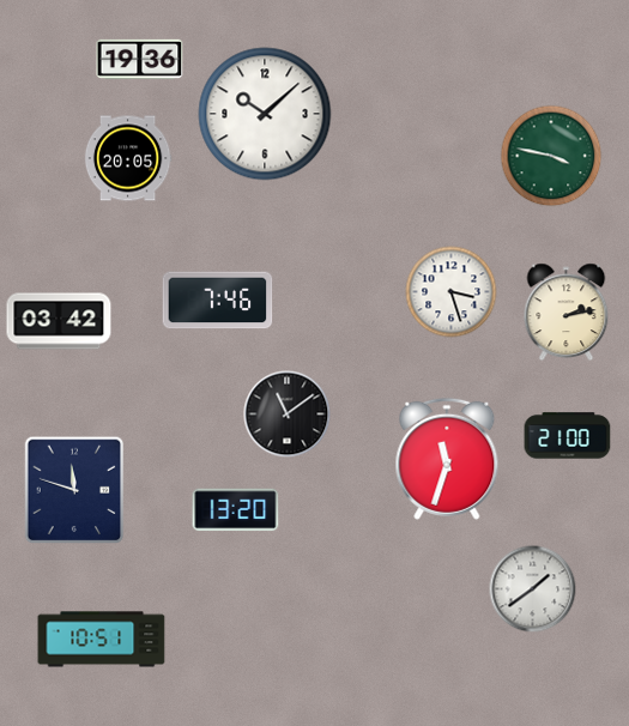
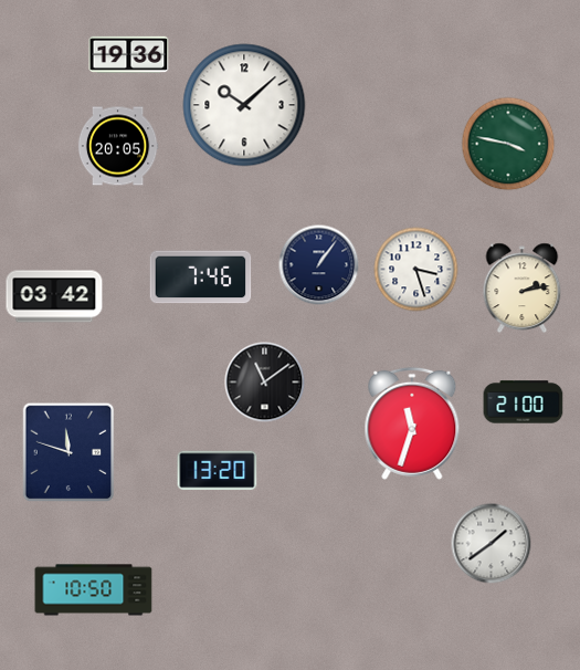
clock at (319, 265): none -> 1:06
clock at (102, 640): 10:51 -> 10:50
